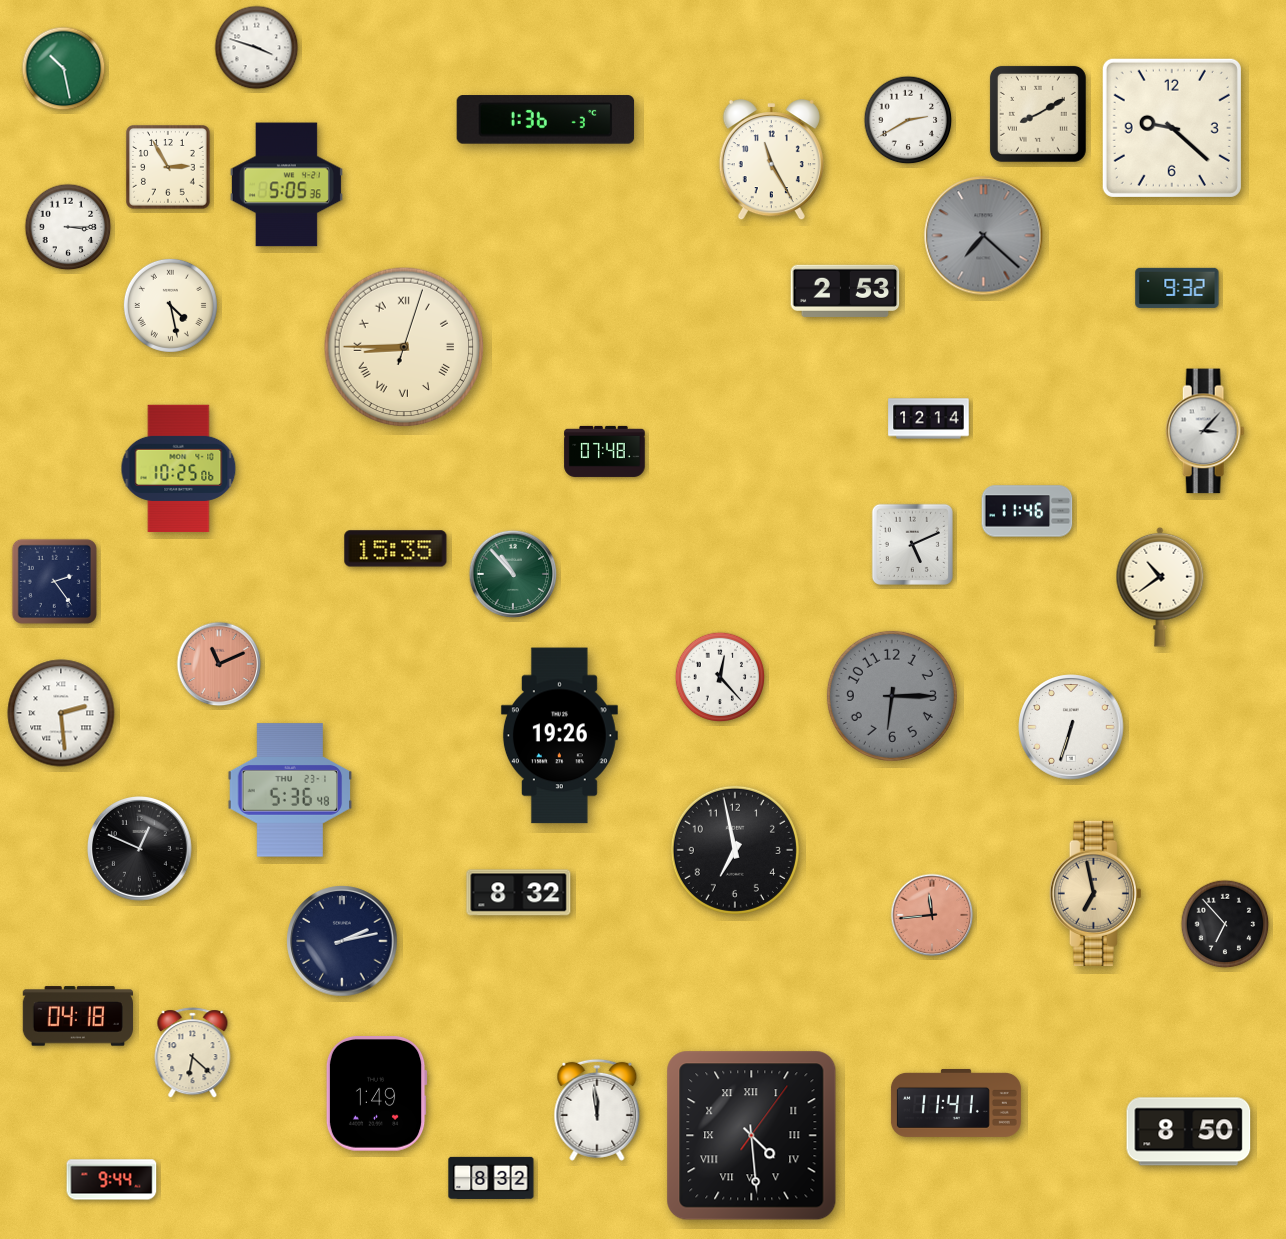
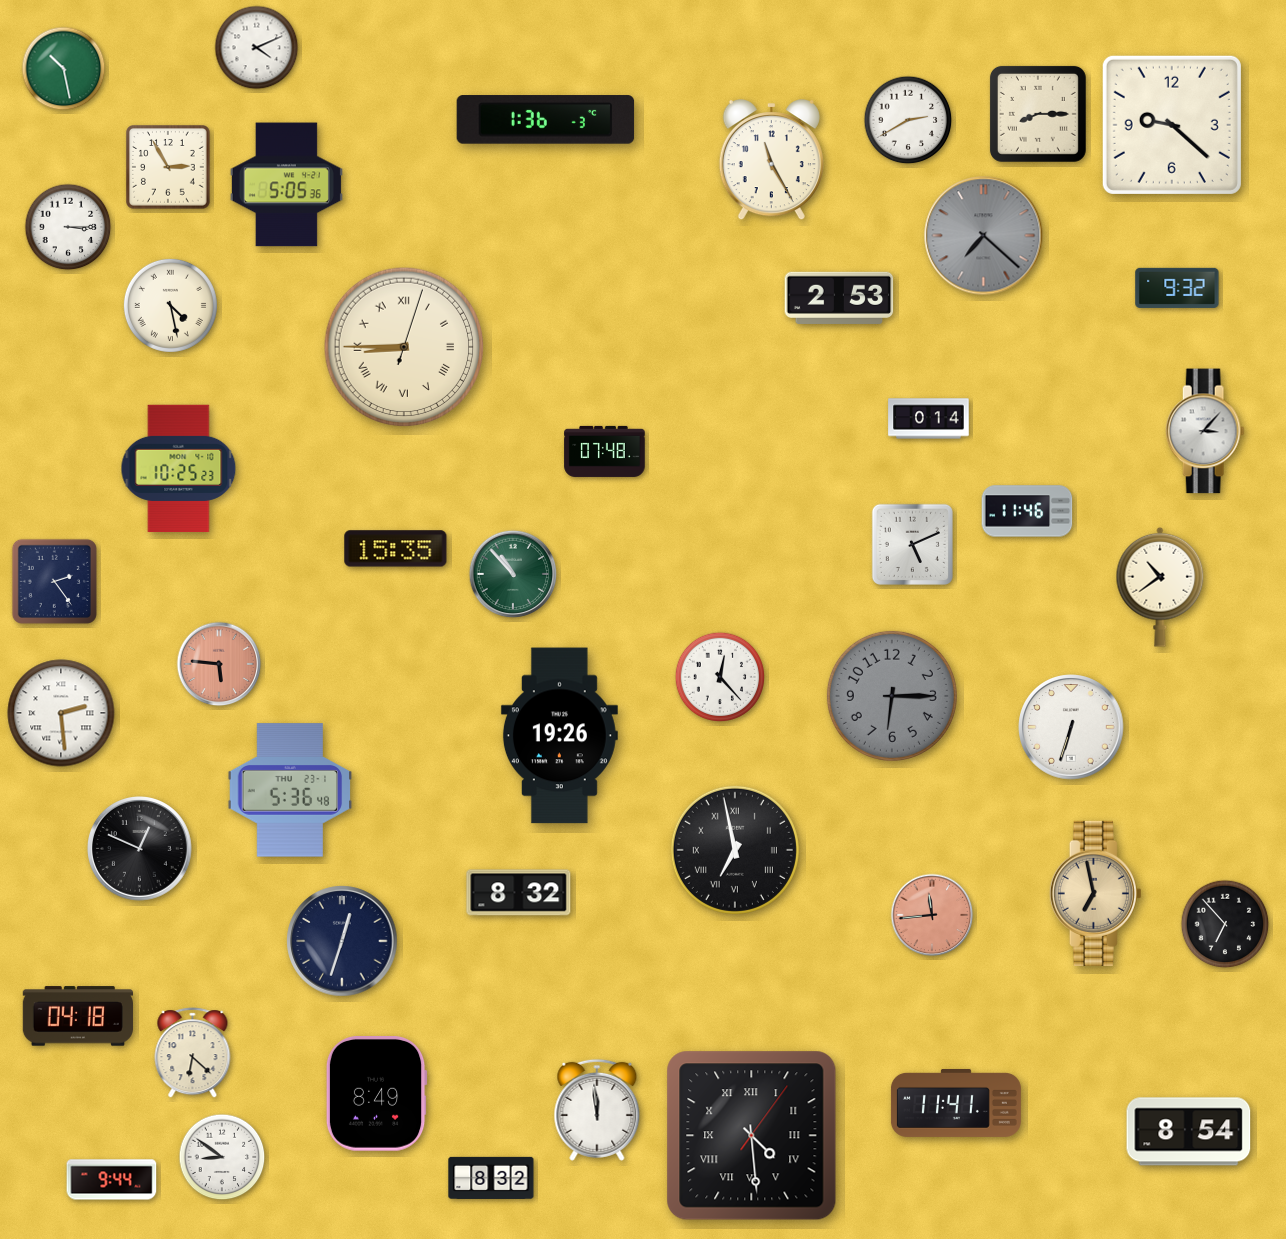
clock at (257, 48): 3:48 -> 4:11
clock at (1038, 114): 8:10 -> 8:15
clock at (1172, 128) position: (1172, 128) -> (1172, 125)
clock at (845, 291) position: (845, 291) -> (839, 298)
clock at (929, 419): 12:14 -> 0:14
clock at (179, 468): 10:25:06 -> 10:25:23
clock at (219, 664): 11:11 -> 5:46
clock at (735, 850) numerals: Arabic -> Roman
clock at (342, 941): 2:13 -> 12:33
clock at (376, 1094): 1:49 -> 8:49
clock at (1189, 1132): 8:50 -> 8:54
clock at (222, 1157): none -> 8:51
